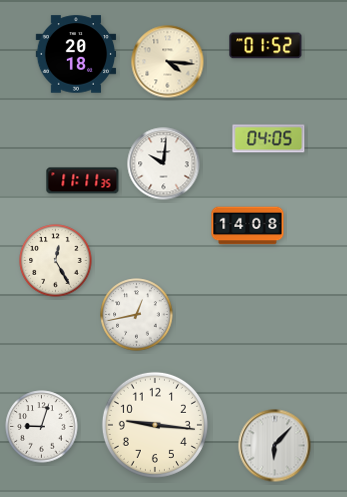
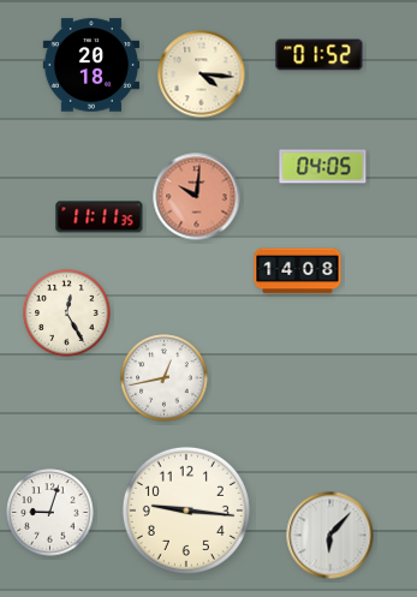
clock at (164, 164) dial: white -> salmon
